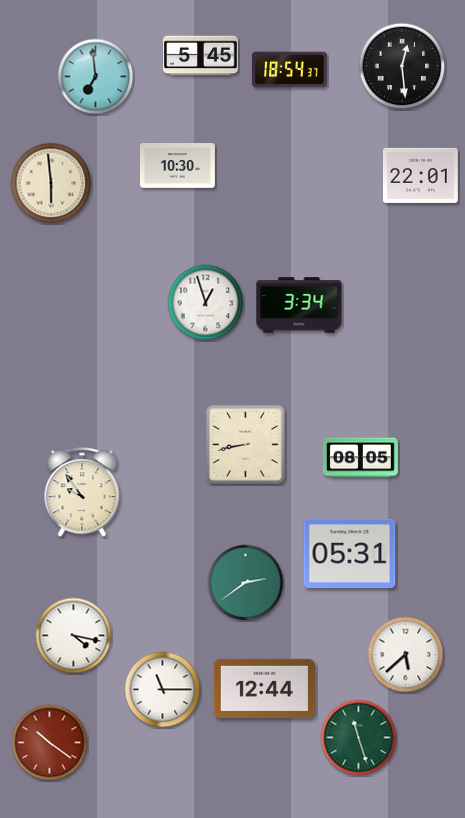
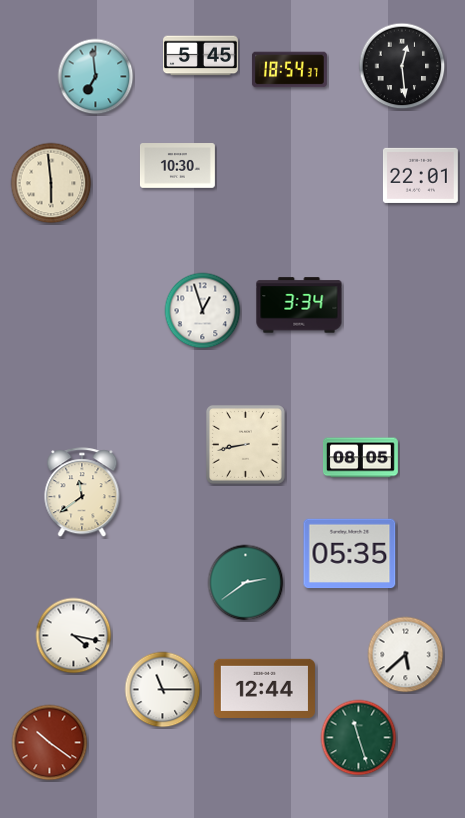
clock at (206, 303) position: (206, 303) -> (203, 311)
clock at (82, 493): 9:54 -> 11:39
clock at (350, 554): 05:31 -> 05:35
